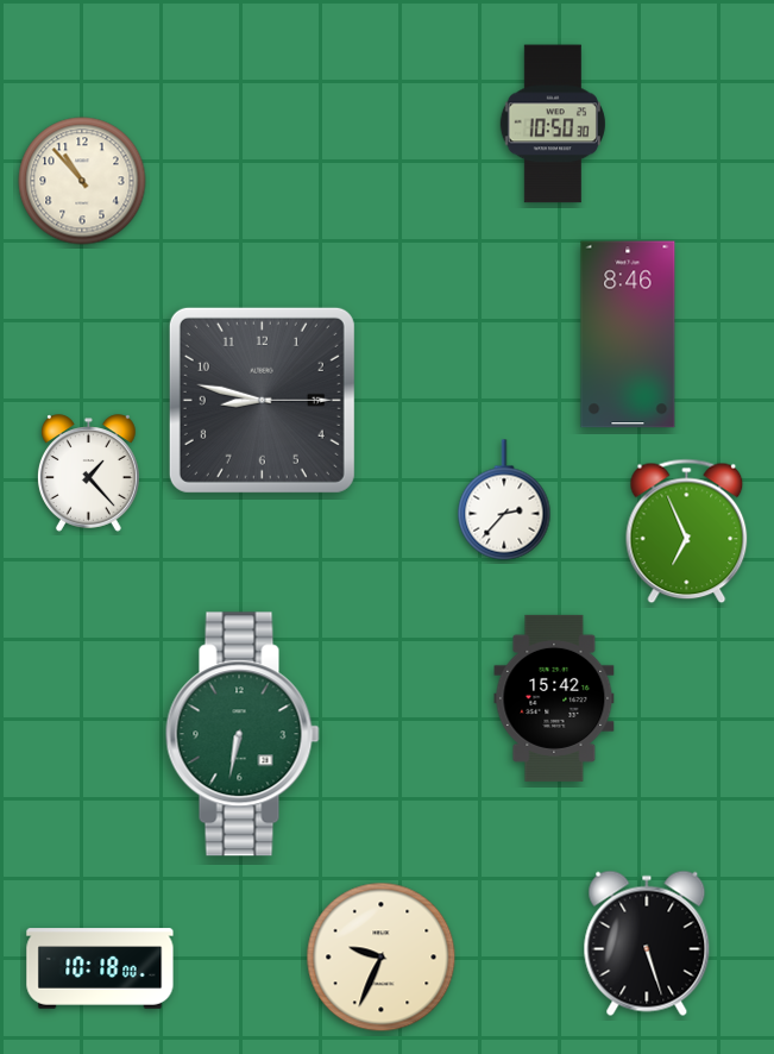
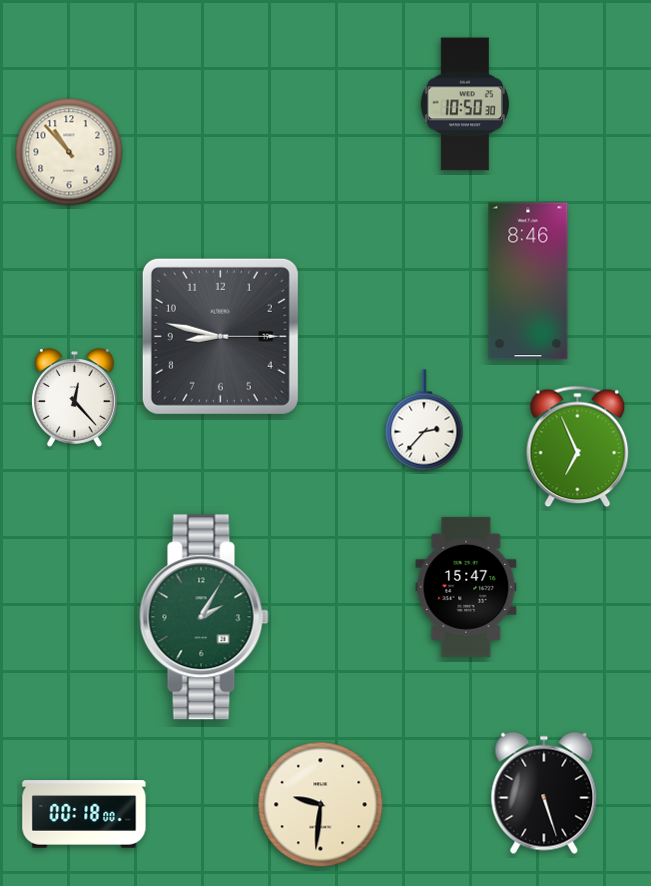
clock at (88, 473): 1:23 -> 12:23
clock at (554, 698): 15:42 -> 15:47
clock at (243, 734): 6:32 -> 2:05
clock at (382, 958): 9:34 -> 9:31
clock at (100, 968): 10:18 -> 00:18
